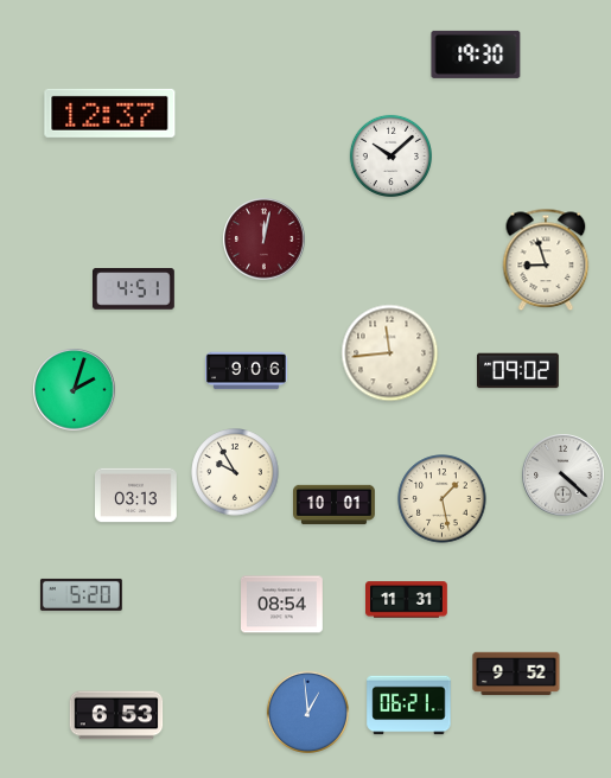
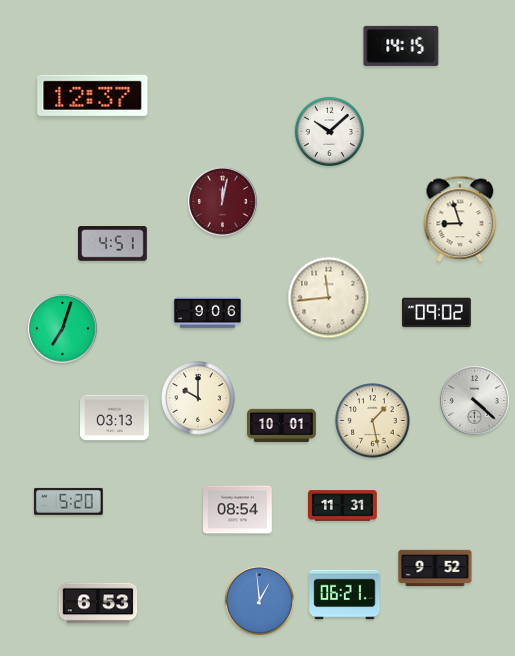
clock at (476, 55): 19:30 -> 14:15
clock at (75, 390): 2:03 -> 7:03
clock at (235, 472): 9:55 -> 10:00
